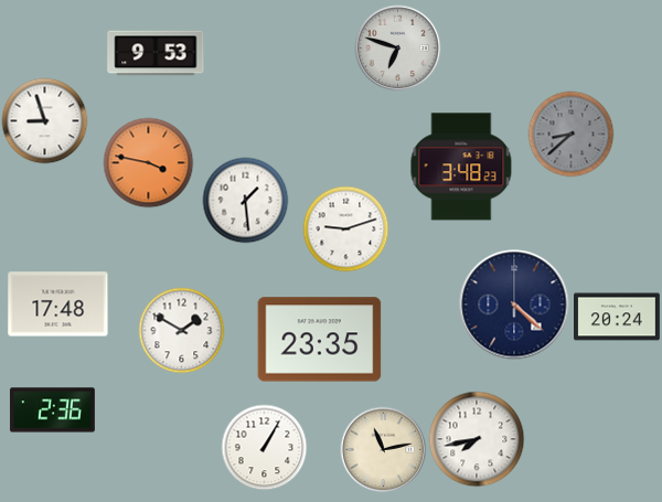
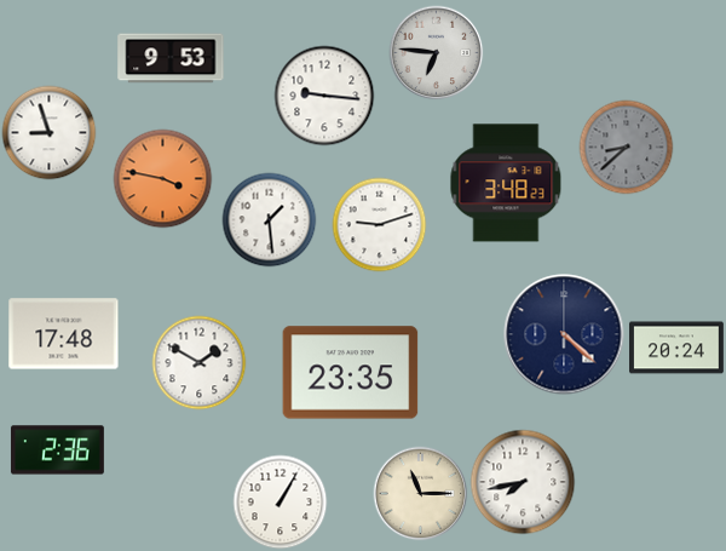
clock at (397, 47): 6:48 -> 6:46
clock at (324, 96): none -> 9:16
clock at (345, 228) position: (345, 228) -> (379, 224)
clock at (264, 447) position: (264, 447) -> (280, 501)
clock at (383, 449): 11:13 -> 11:15
